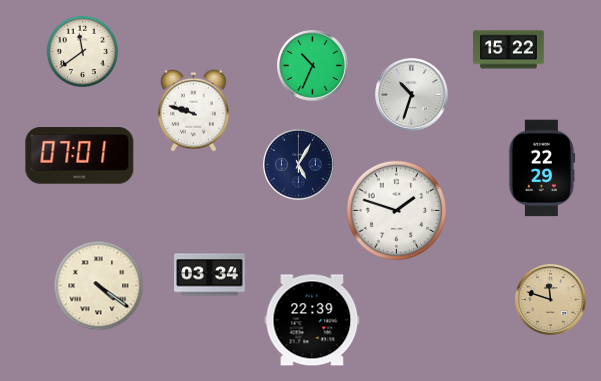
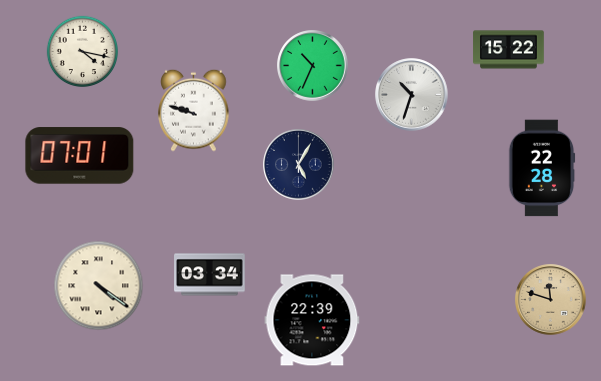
clock at (82, 51): 11:39 -> 4:17
clock at (542, 168): 22:29 -> 22:28
clock at (396, 210): 1:48 -> none
